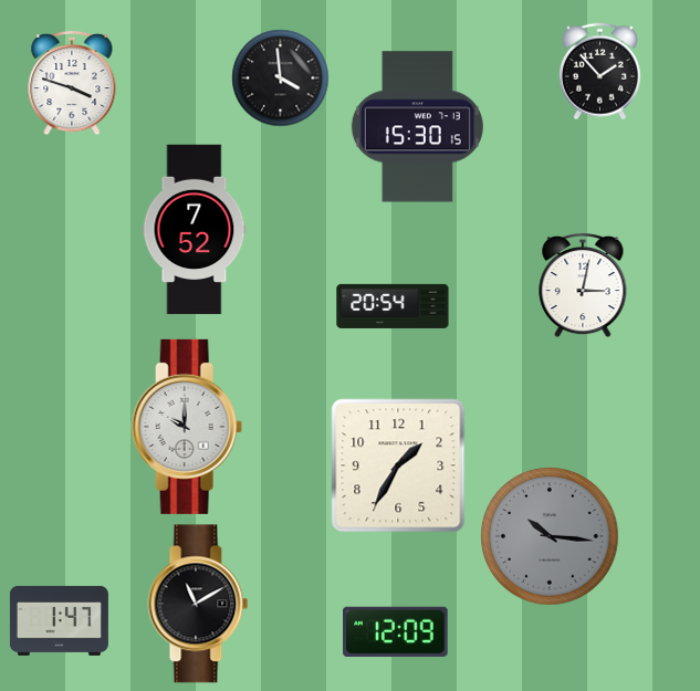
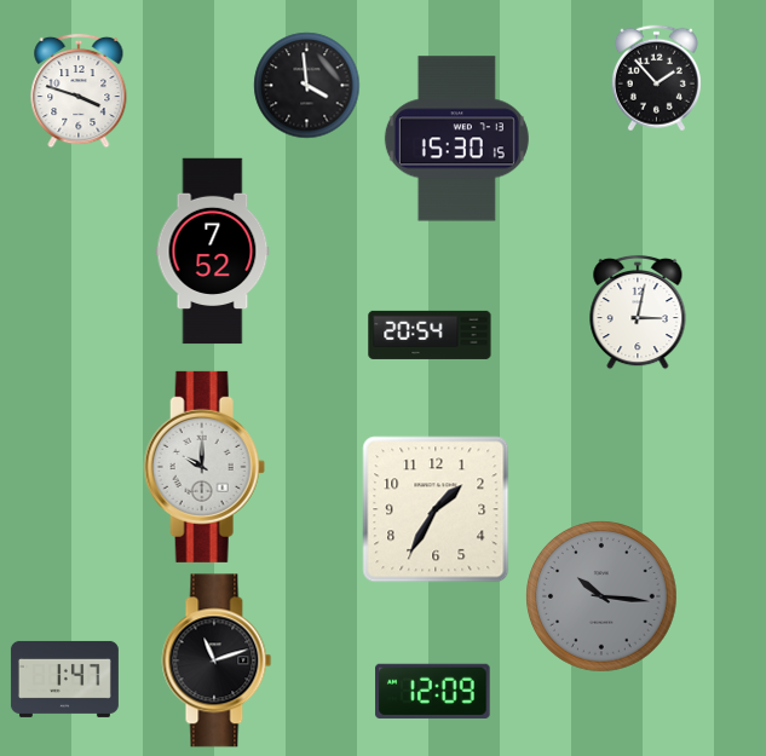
clock at (550, 536) position: (550, 536) -> (601, 596)
clock at (198, 604): 11:10 -> 11:12
